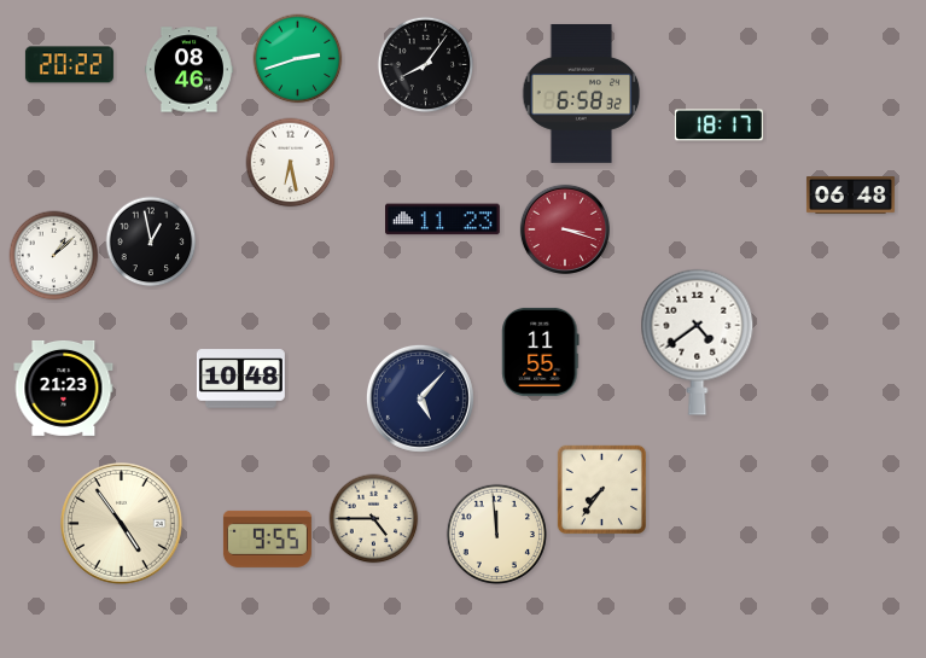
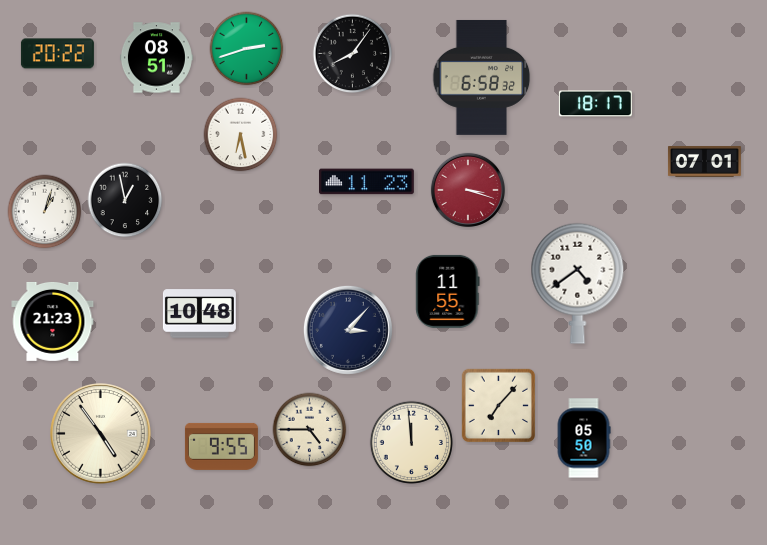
clock at (188, 70): 08:46 -> 08:51
clock at (850, 196): 06:48 -> 07:01
clock at (54, 256): 1:08 -> 1:03
clock at (420, 398): 5:07 -> 3:07
clock at (601, 489): 7:36 -> 7:07
clock at (584, 438): none -> 05:50
